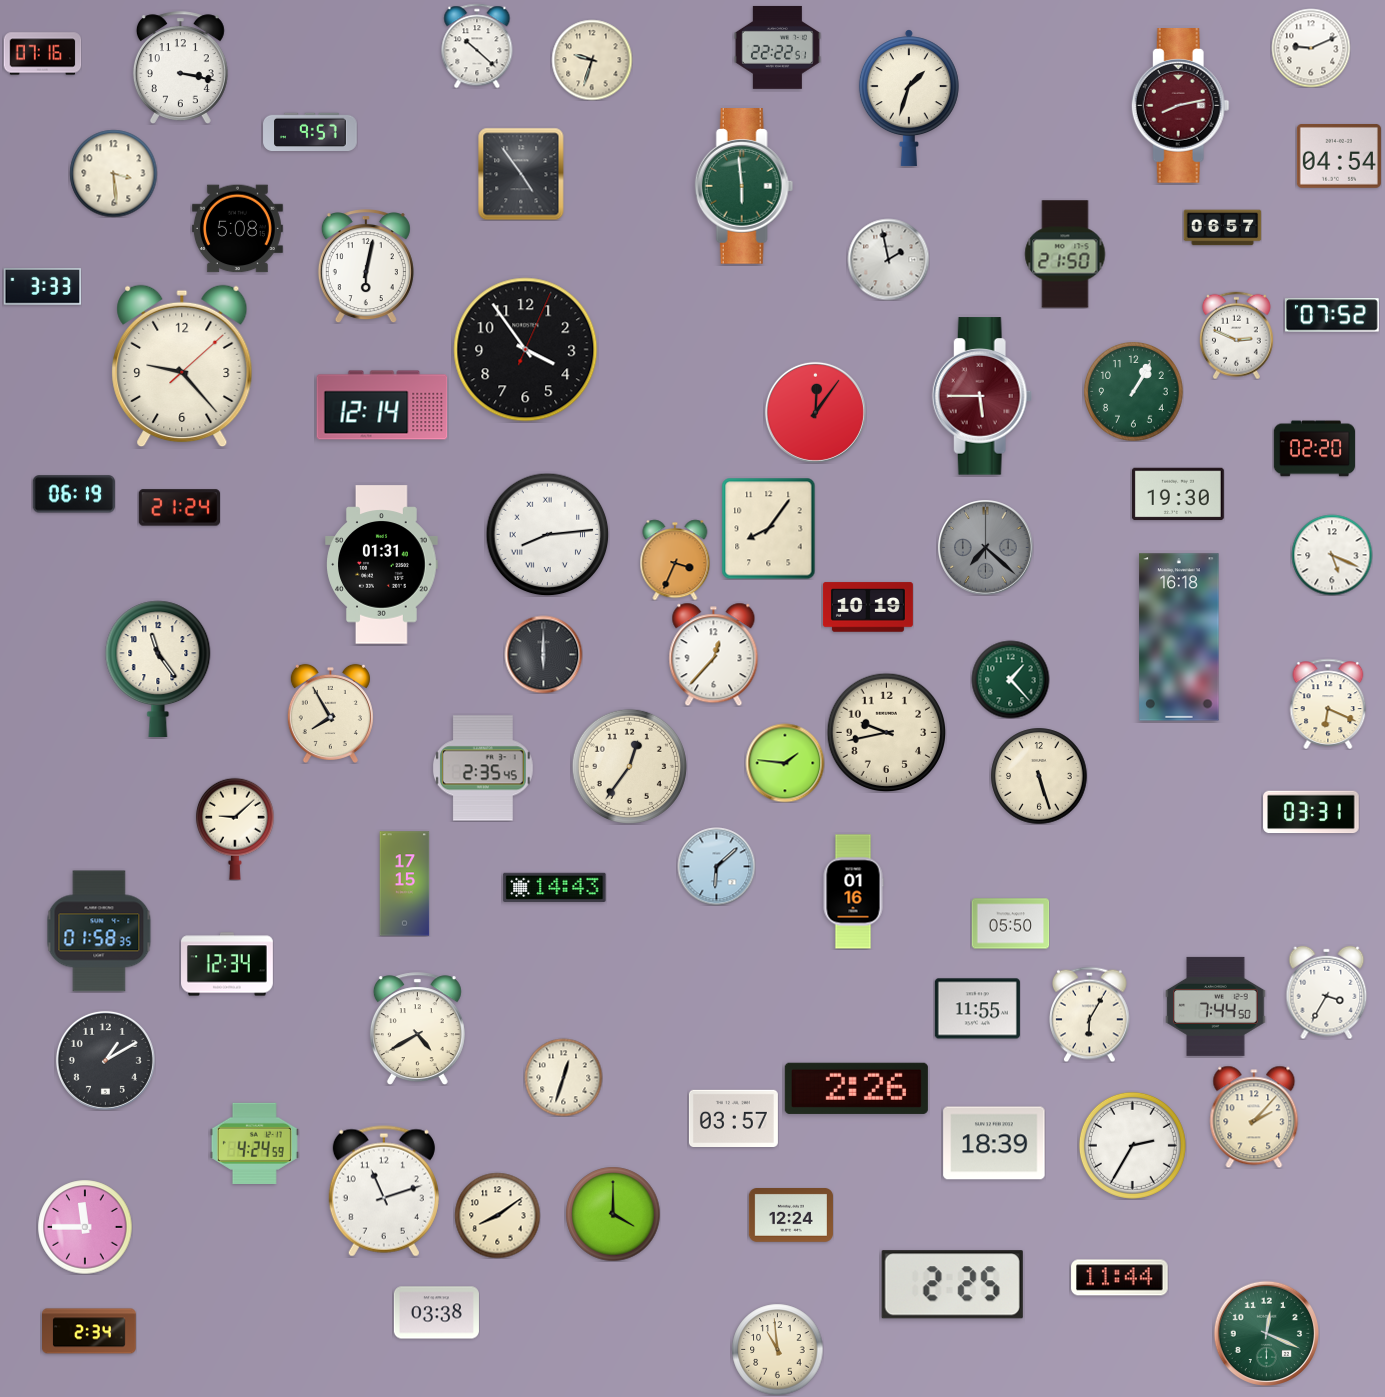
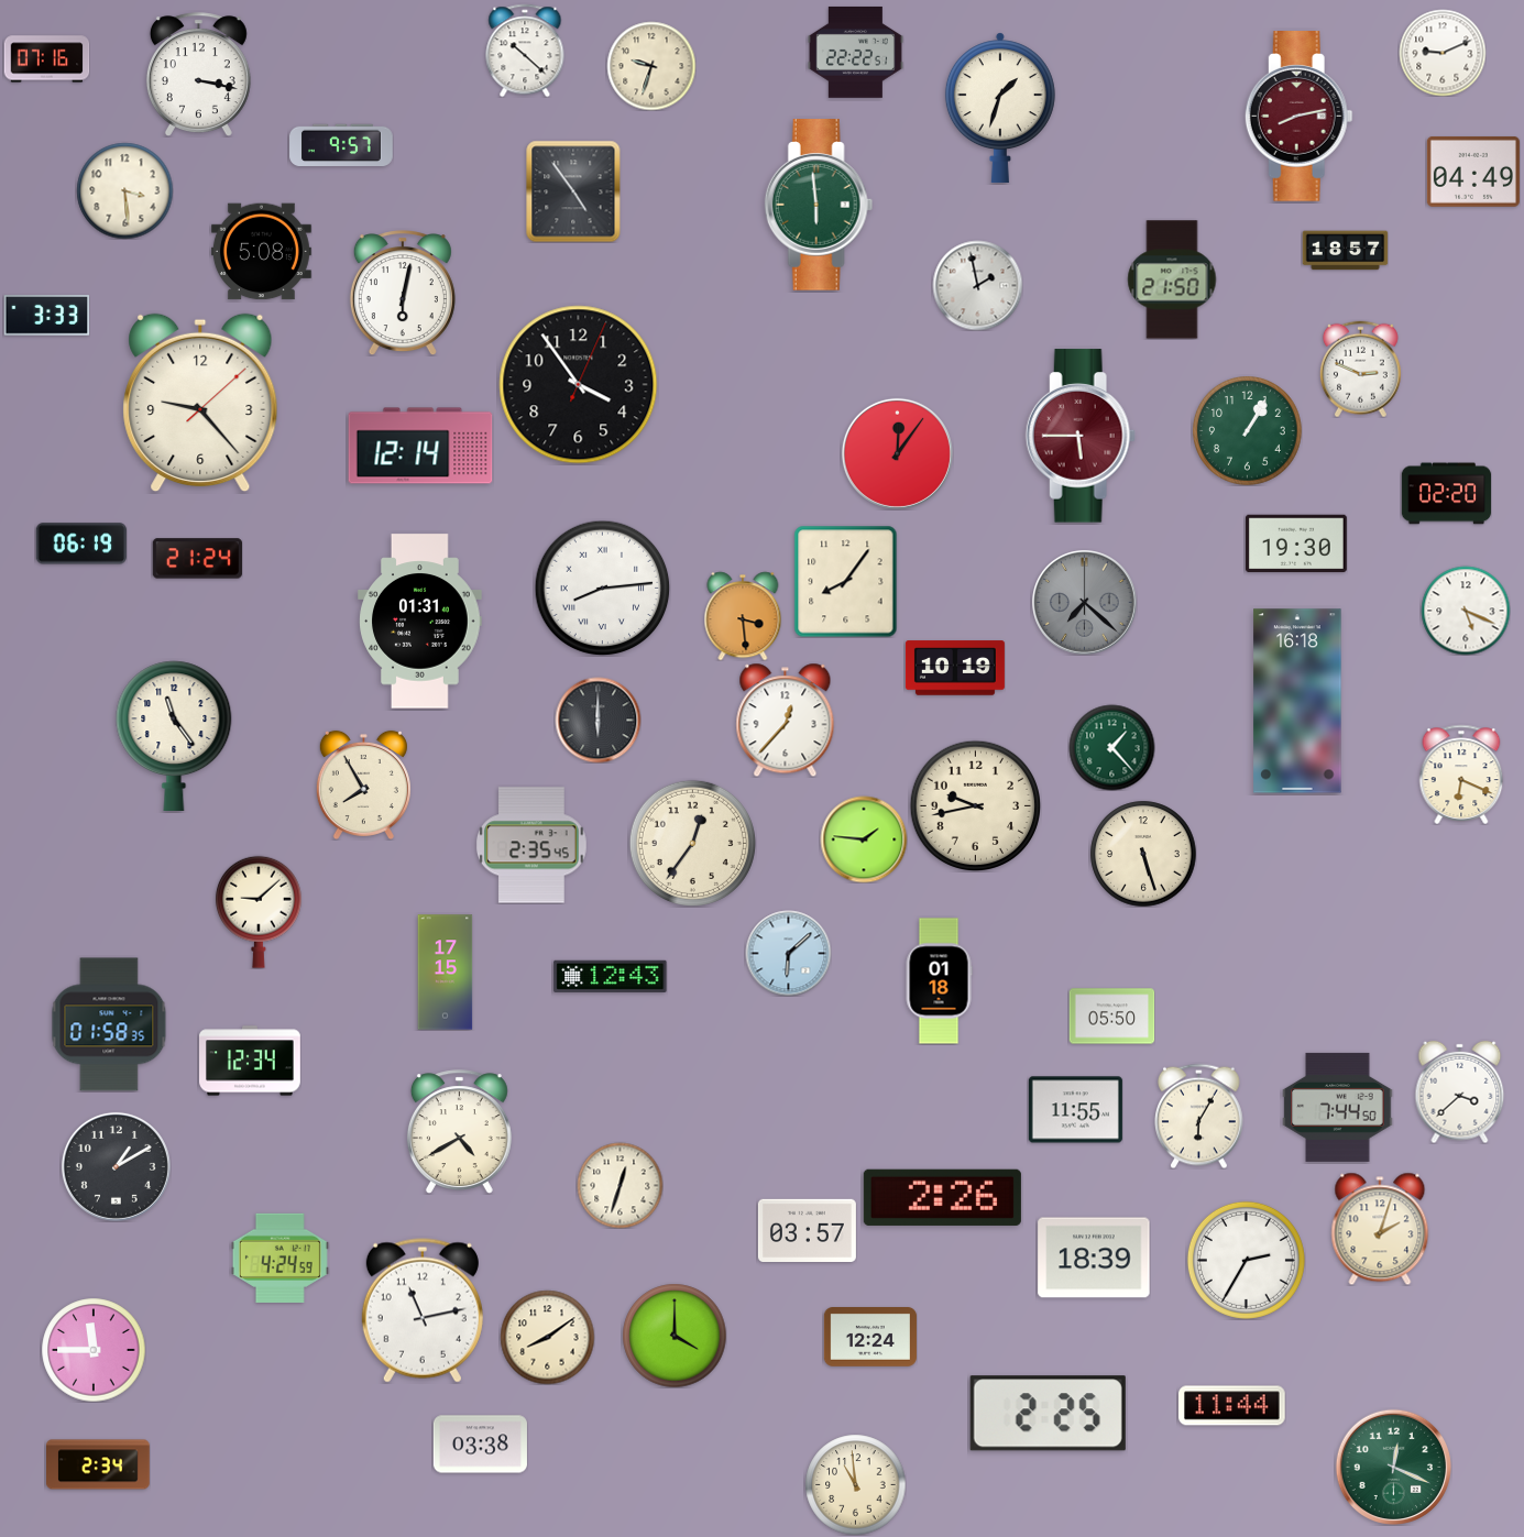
clock at (1339, 157): 04:54 -> 04:49
clock at (1222, 228): 06:57 -> 18:57
clock at (1332, 315): 07:52 -> none
clock at (675, 560): 3:34 -> 3:29
clock at (1311, 812): 03:31 -> none
clock at (555, 887): 14:43 -> 12:43
clock at (853, 892): 01:16 -> 01:18
clock at (1327, 992): 3:35 -> 3:38
clock at (1254, 1117): 2:07 -> 2:03
clock at (384, 1191): 11:12 -> 11:13
